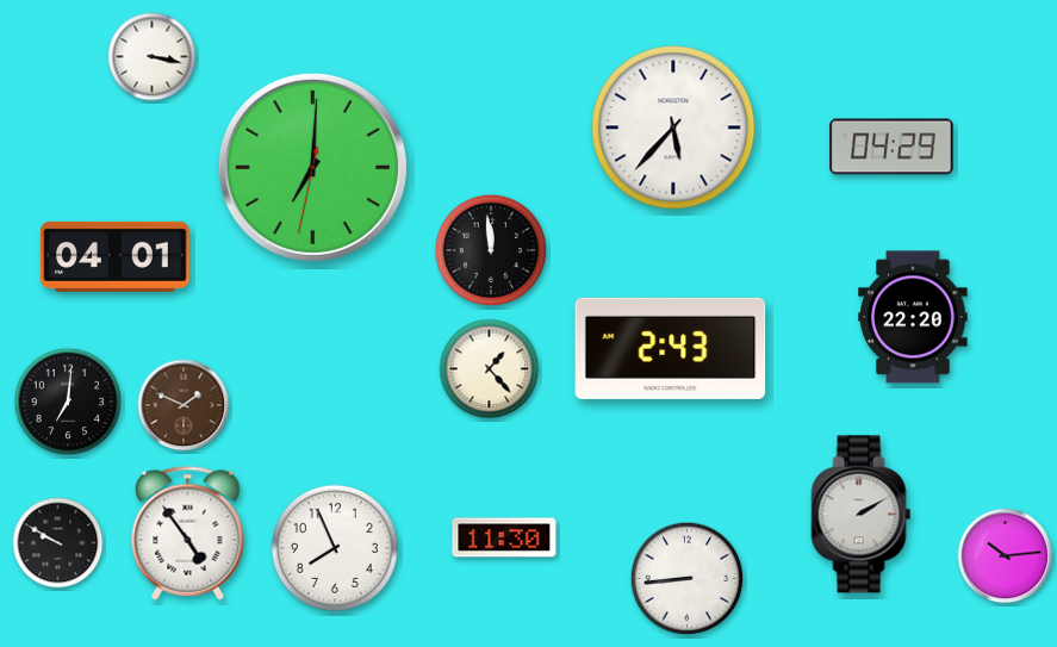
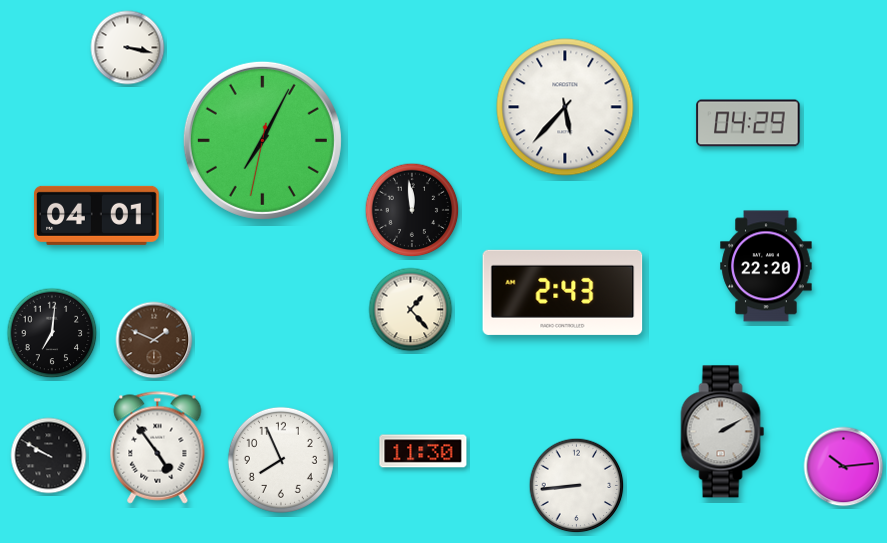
clock at (312, 167): 7:00 -> 7:04
clock at (68, 402) position: (68, 402) -> (52, 333)
